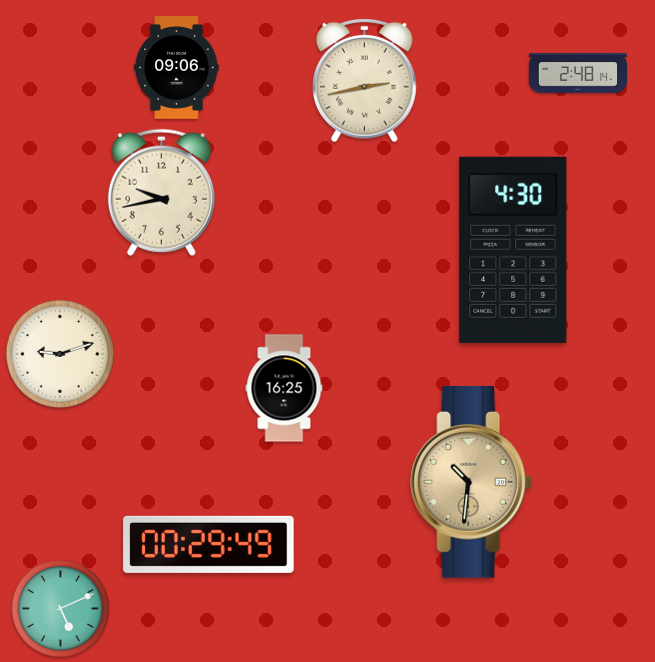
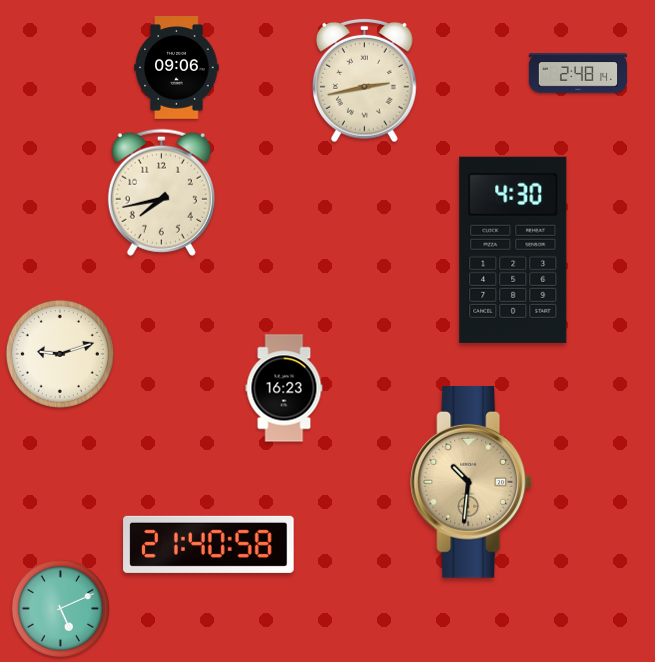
clock at (161, 192): 9:43 -> 7:43
clock at (284, 388): 16:25 -> 16:23
clock at (209, 544): 00:29 -> 21:40
